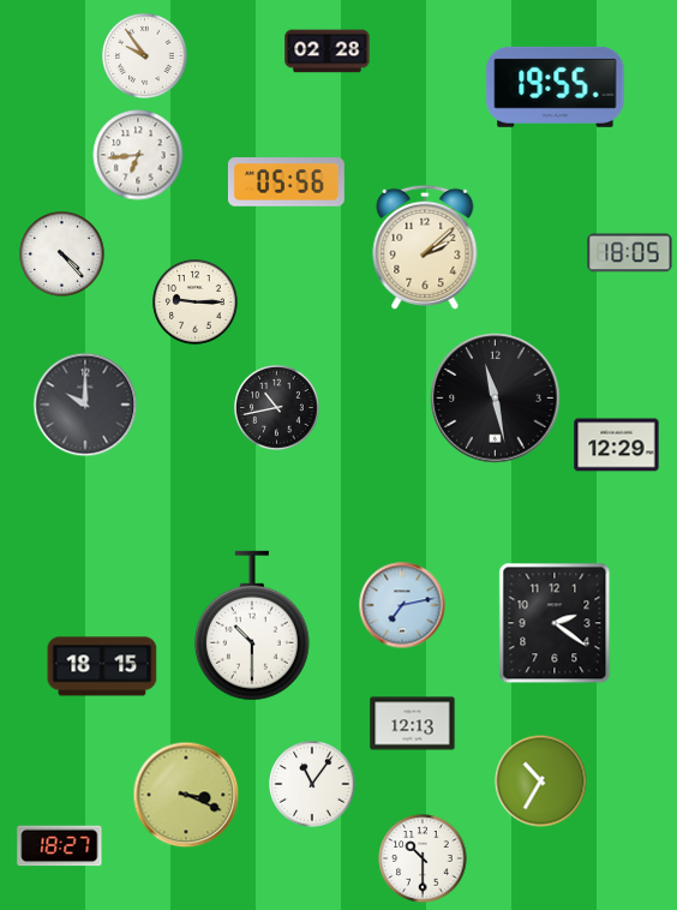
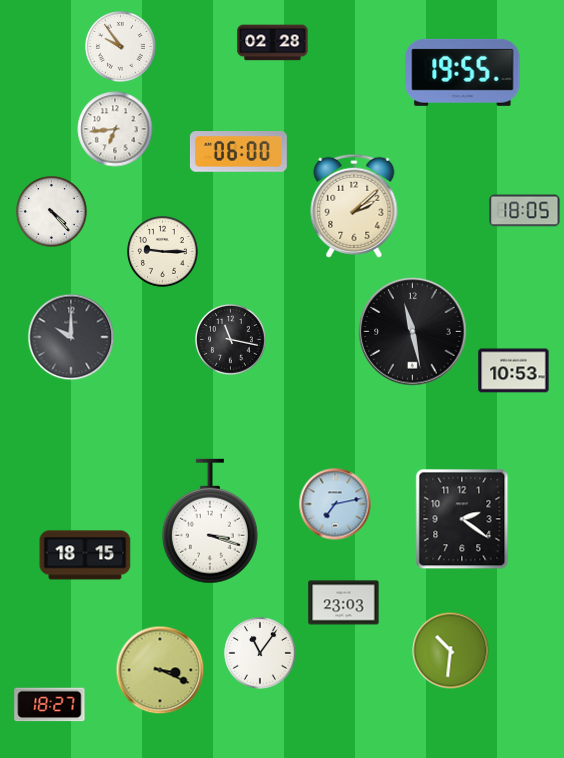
clock at (286, 182): 05:56 -> 06:00
clock at (277, 408): 10:43 -> 11:17
clock at (617, 445): 12:29 -> 10:53
clock at (252, 625): 10:30 -> 3:18
clock at (413, 724): 12:13 -> 23:03
clock at (541, 782): 10:35 -> 10:31
clock at (186, 795) position: (186, 795) -> (160, 670)
clock at (423, 858): 10:30 -> none
